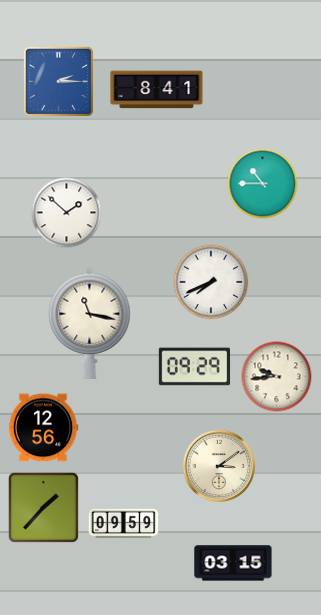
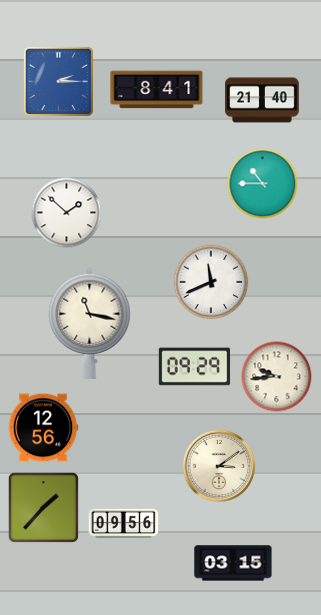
clock at (262, 100): none -> 21:40
clock at (211, 282): 7:41 -> 11:41
clock at (124, 524): 09:59 -> 09:56
